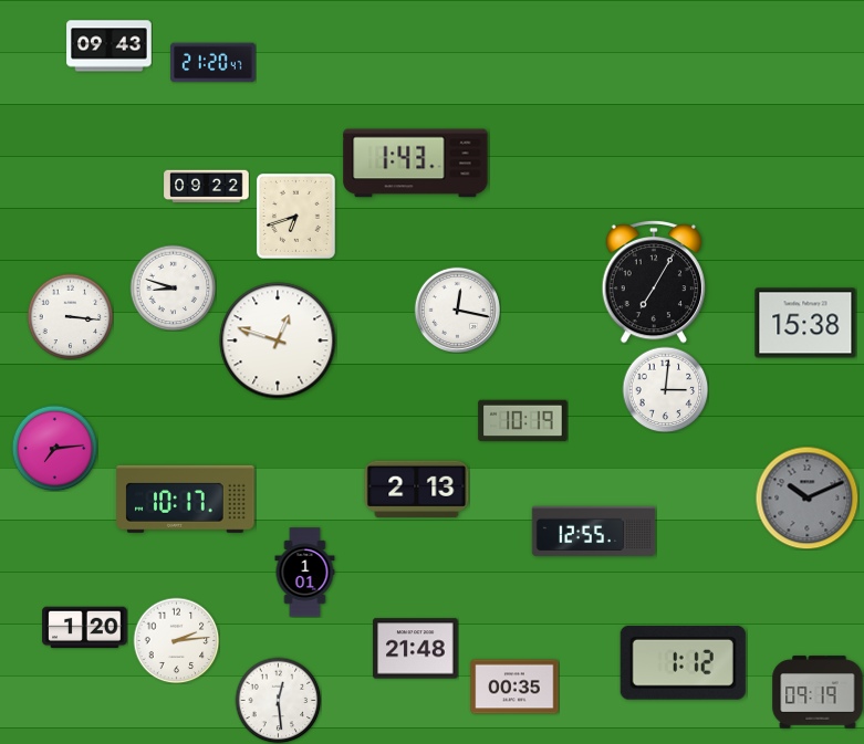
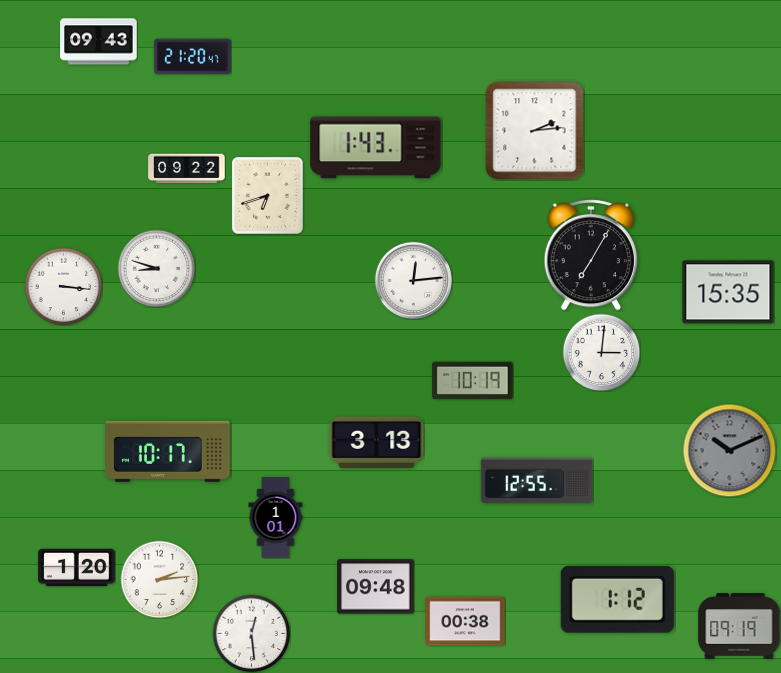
clock at (535, 131): none -> 2:14
clock at (173, 287) position: (173, 287) -> (156, 268)
clock at (457, 310): 12:17 -> 12:14
clock at (805, 323): 15:38 -> 15:35
clock at (278, 340): 12:48 -> none
clock at (54, 448): 7:14 -> none
clock at (417, 490): 2:13 -> 3:13
clock at (416, 649): 21:48 -> 09:48
clock at (514, 687): 00:35 -> 00:38
